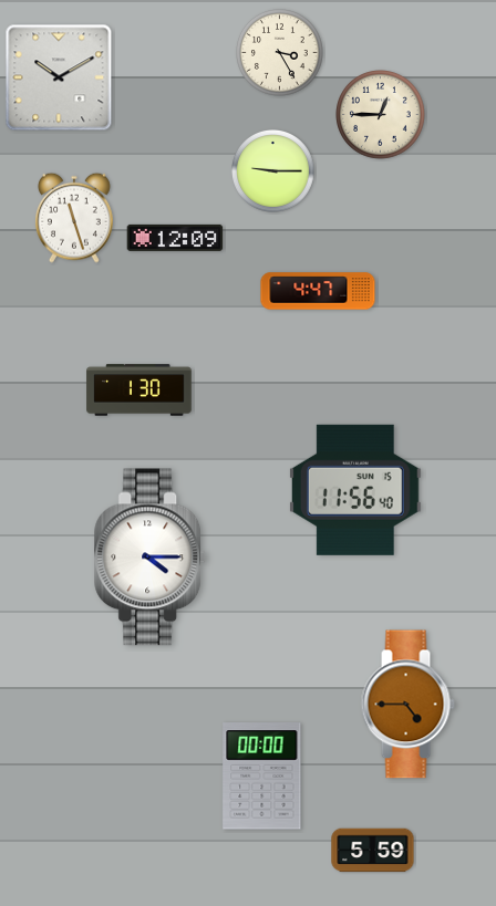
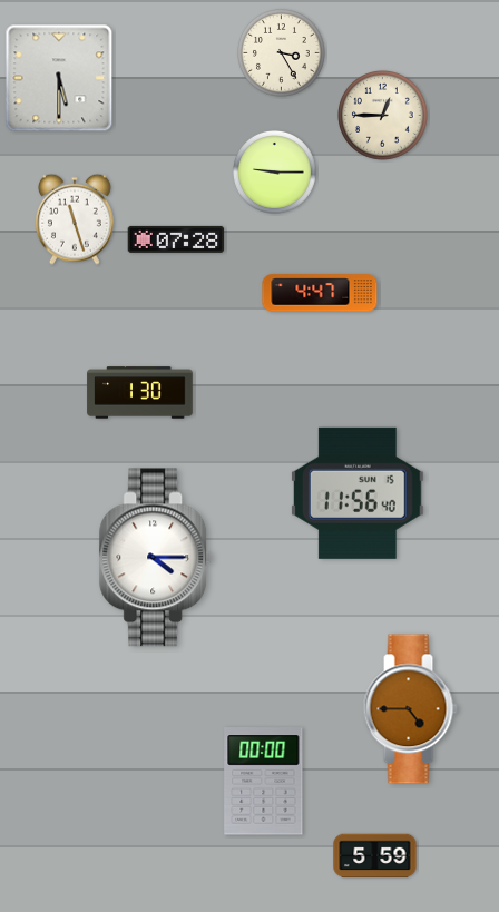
clock at (59, 77): 10:10 -> 5:30
clock at (175, 238): 12:09 -> 07:28
clock at (151, 558) position: (151, 558) -> (156, 558)
